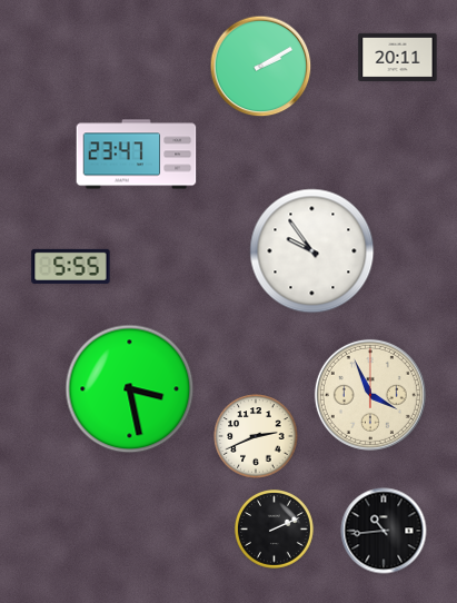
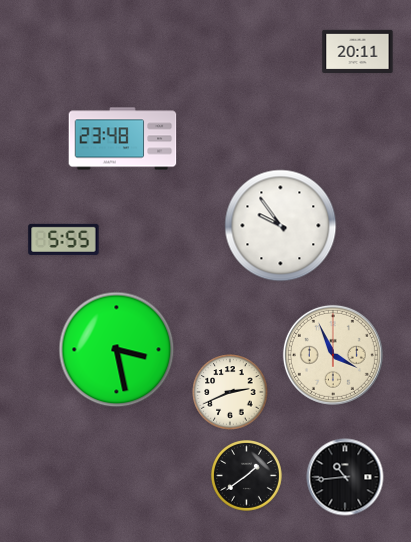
clock at (261, 67): 2:10 -> none
clock at (137, 155): 23:47 -> 23:48
clock at (275, 530): 2:11 -> 1:39
